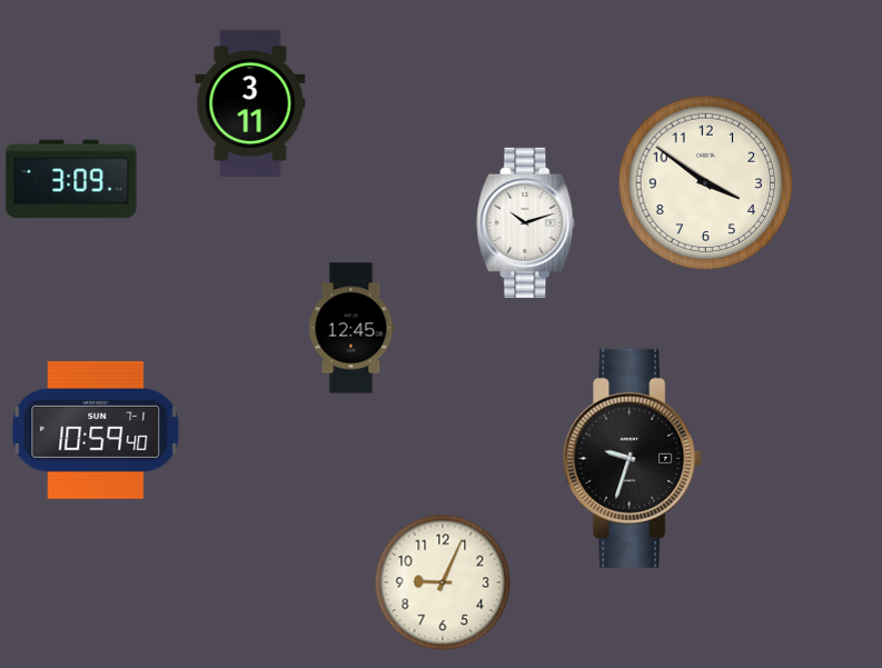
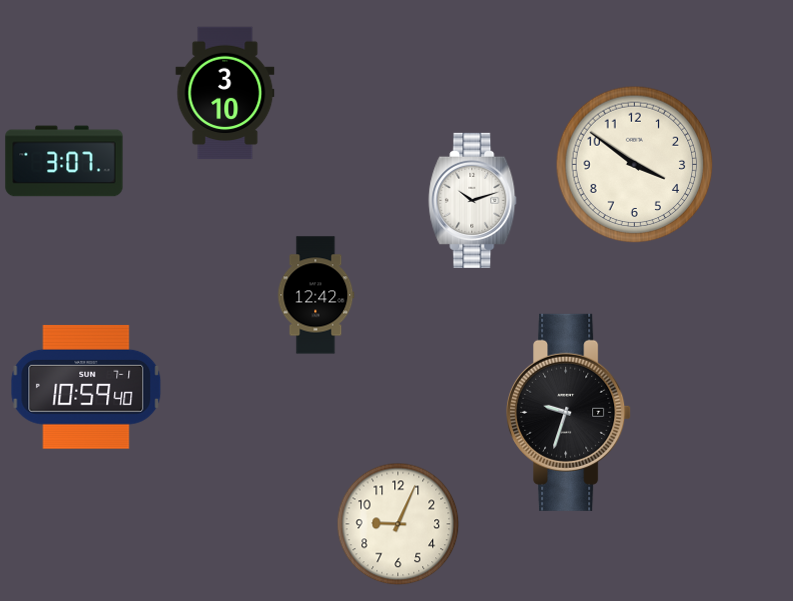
clock at (250, 103): 3:11 -> 3:10
clock at (71, 179): 3:09 -> 3:07
clock at (351, 328): 12:45 -> 12:42
